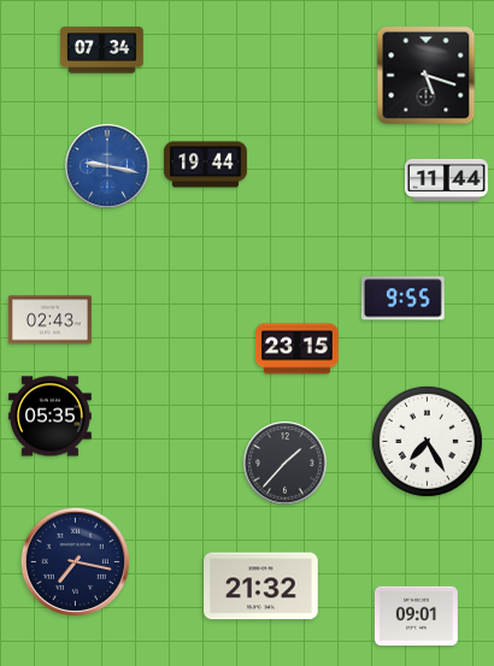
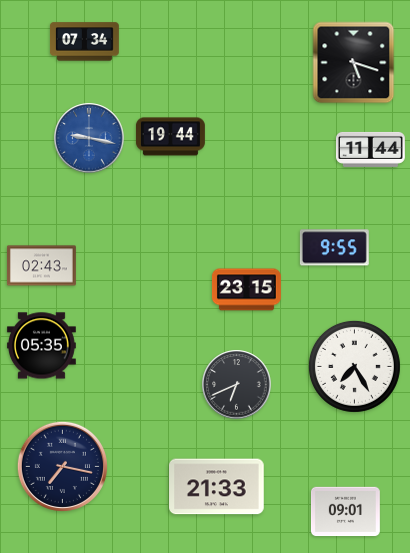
clock at (286, 464): 1:37 -> 6:41
clock at (261, 587): 21:32 -> 21:33
